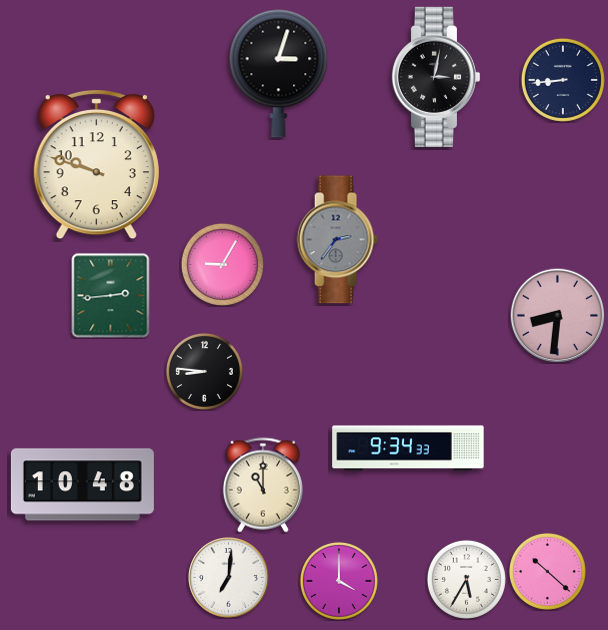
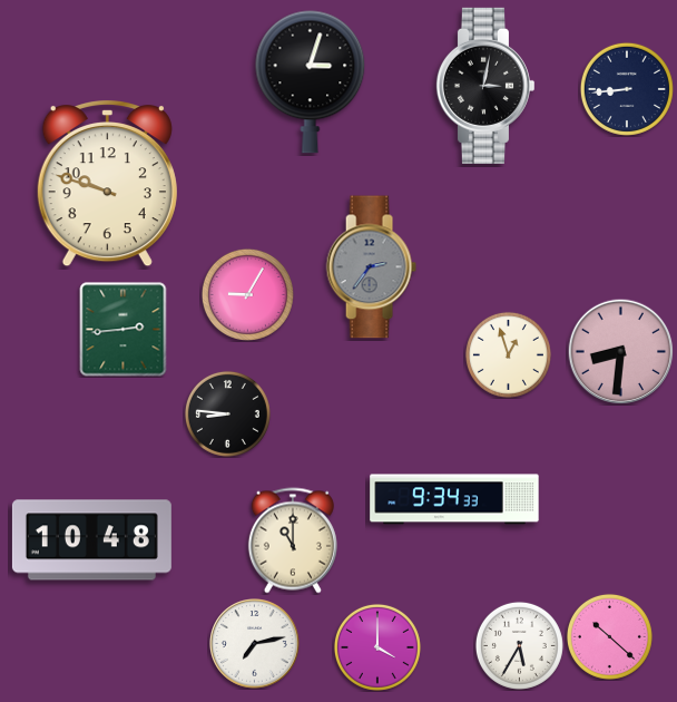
clock at (337, 240) position: (337, 240) -> (371, 267)
clock at (508, 354): none -> 12:57
clock at (229, 578): 7:01 -> 7:13
